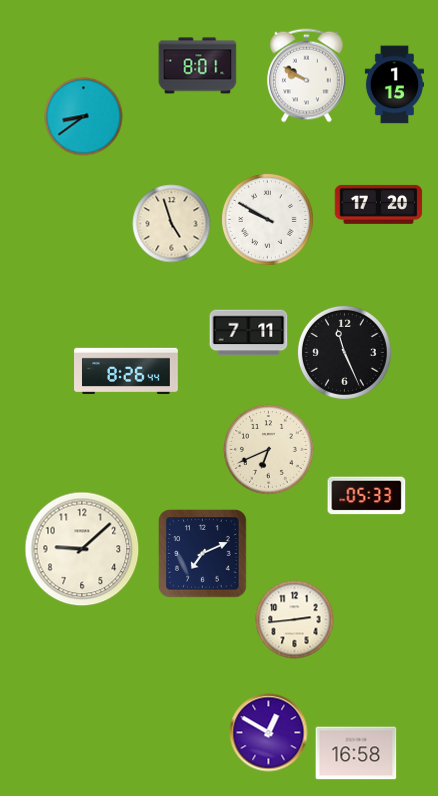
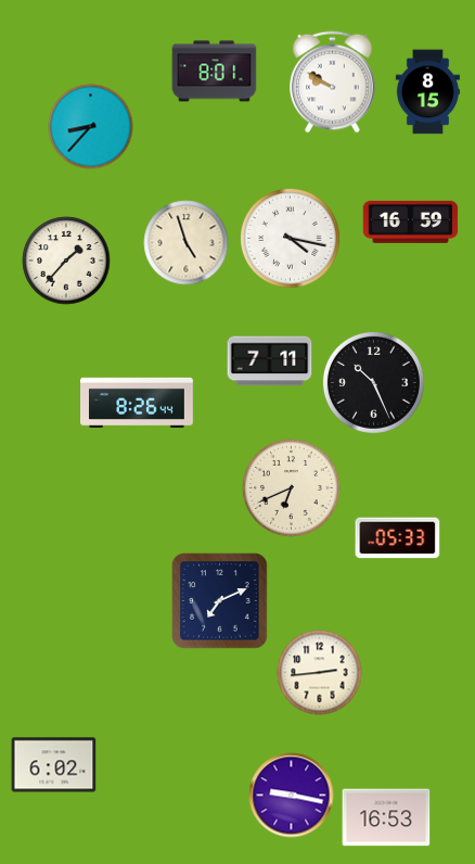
clock at (394, 84): 1:15 -> 8:15
clock at (83, 116): 8:39 -> 8:37
clock at (378, 204): 17:20 -> 16:59
clock at (267, 219): 9:50 -> 4:17
clock at (66, 261): none -> 1:37
clock at (344, 352): 11:26 -> 10:26
clock at (82, 549): 9:08 -> none
clock at (53, 765): none -> 6:02
clock at (268, 732): 12:50 -> 9:17
clock at (356, 753): 16:58 -> 16:53
